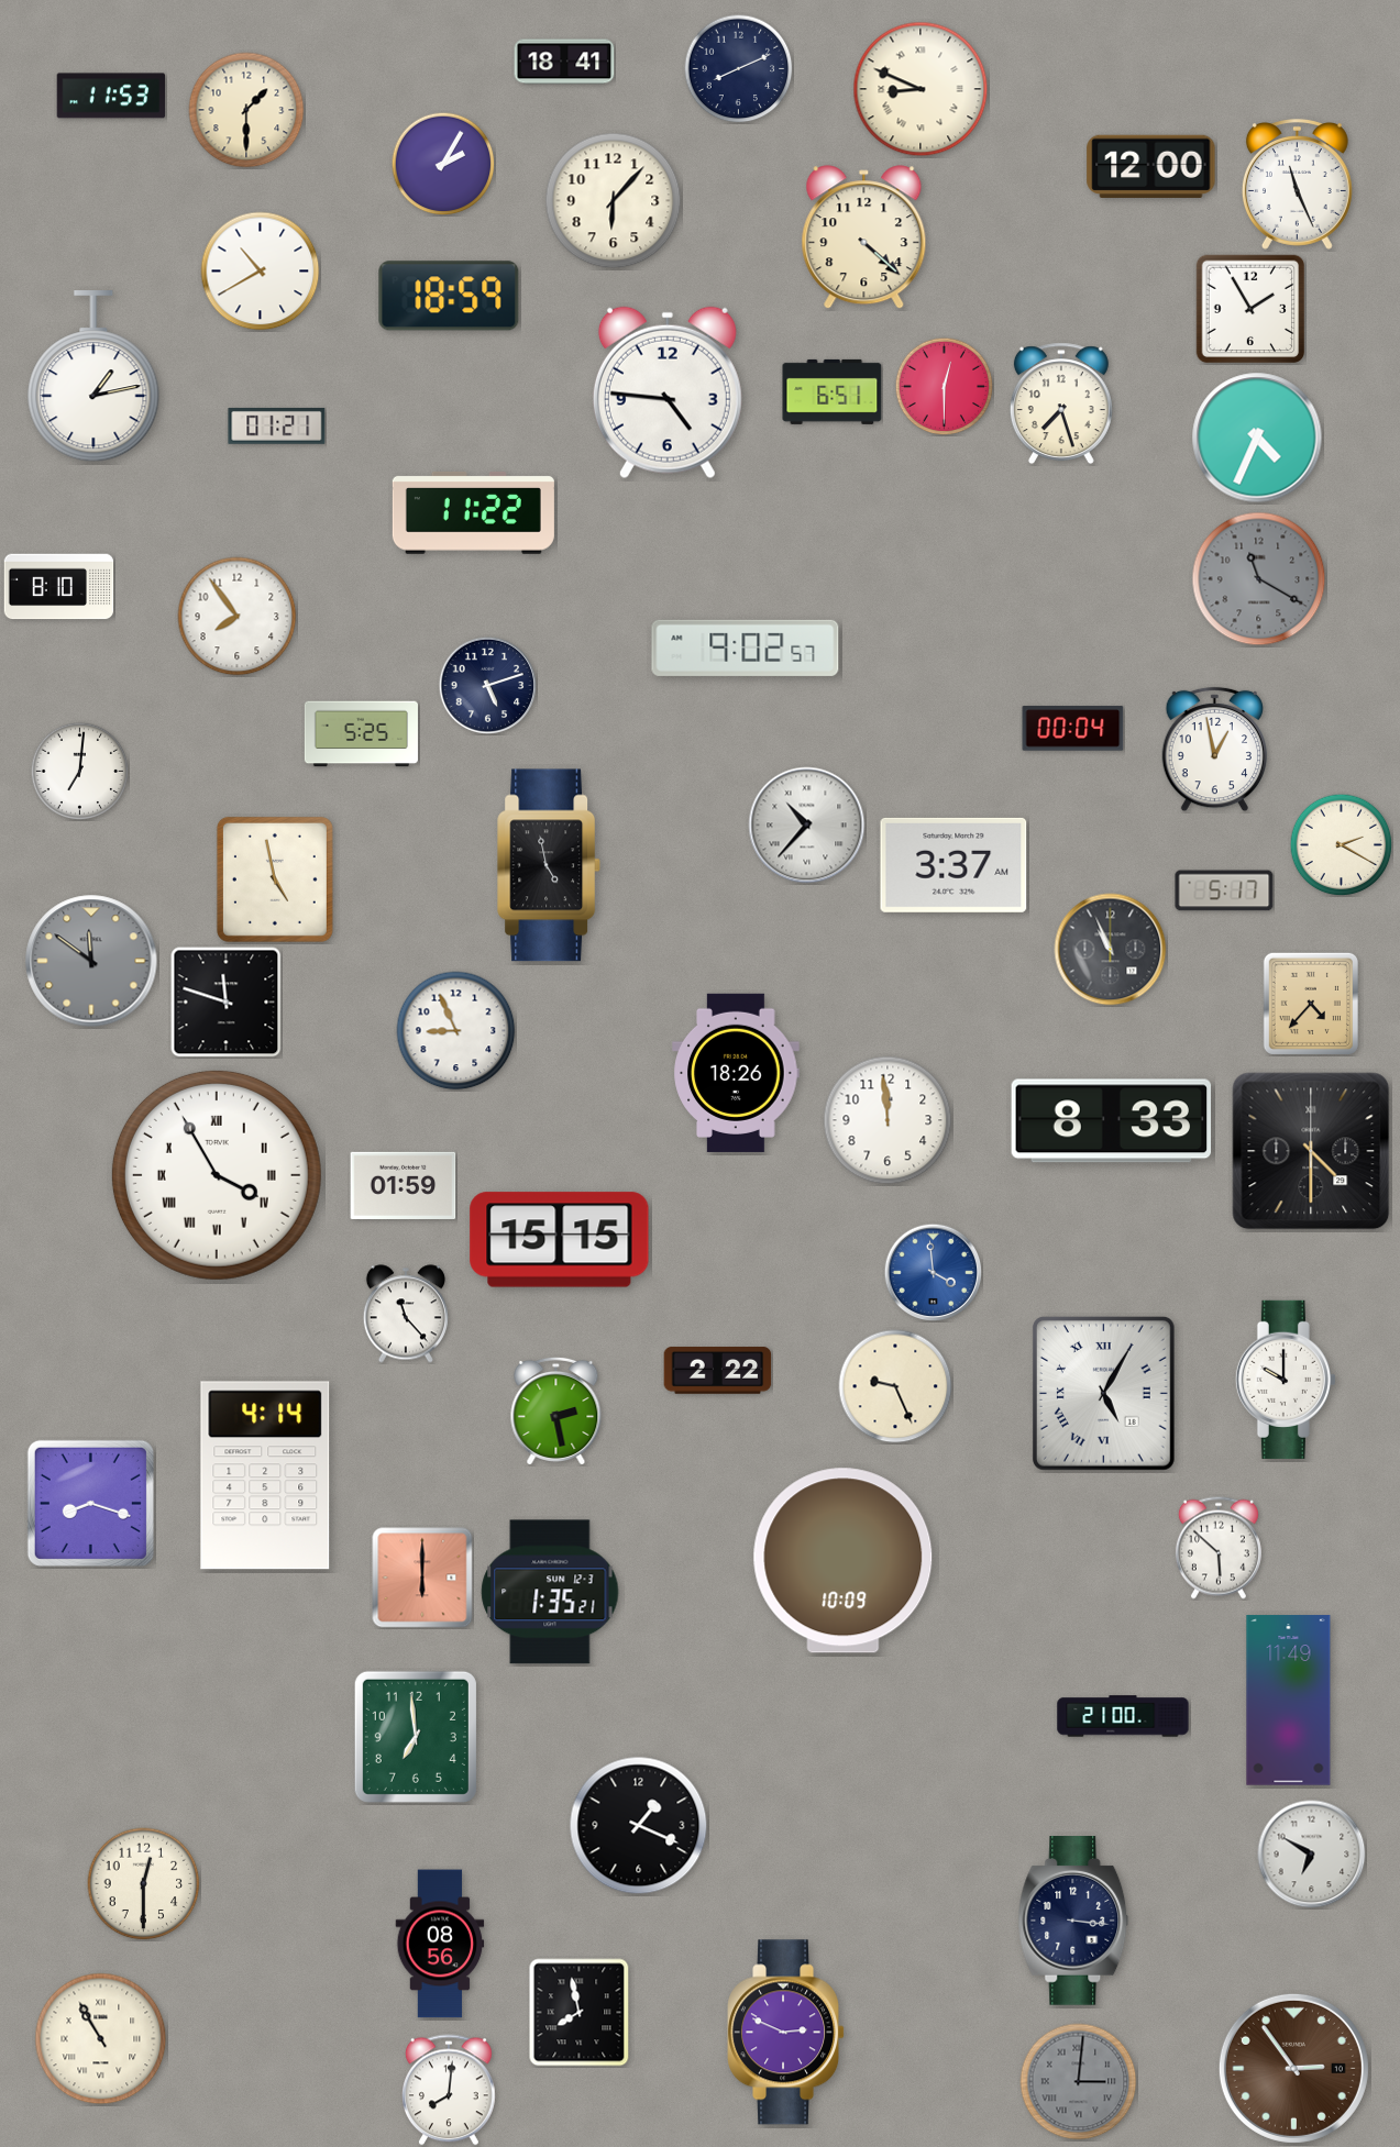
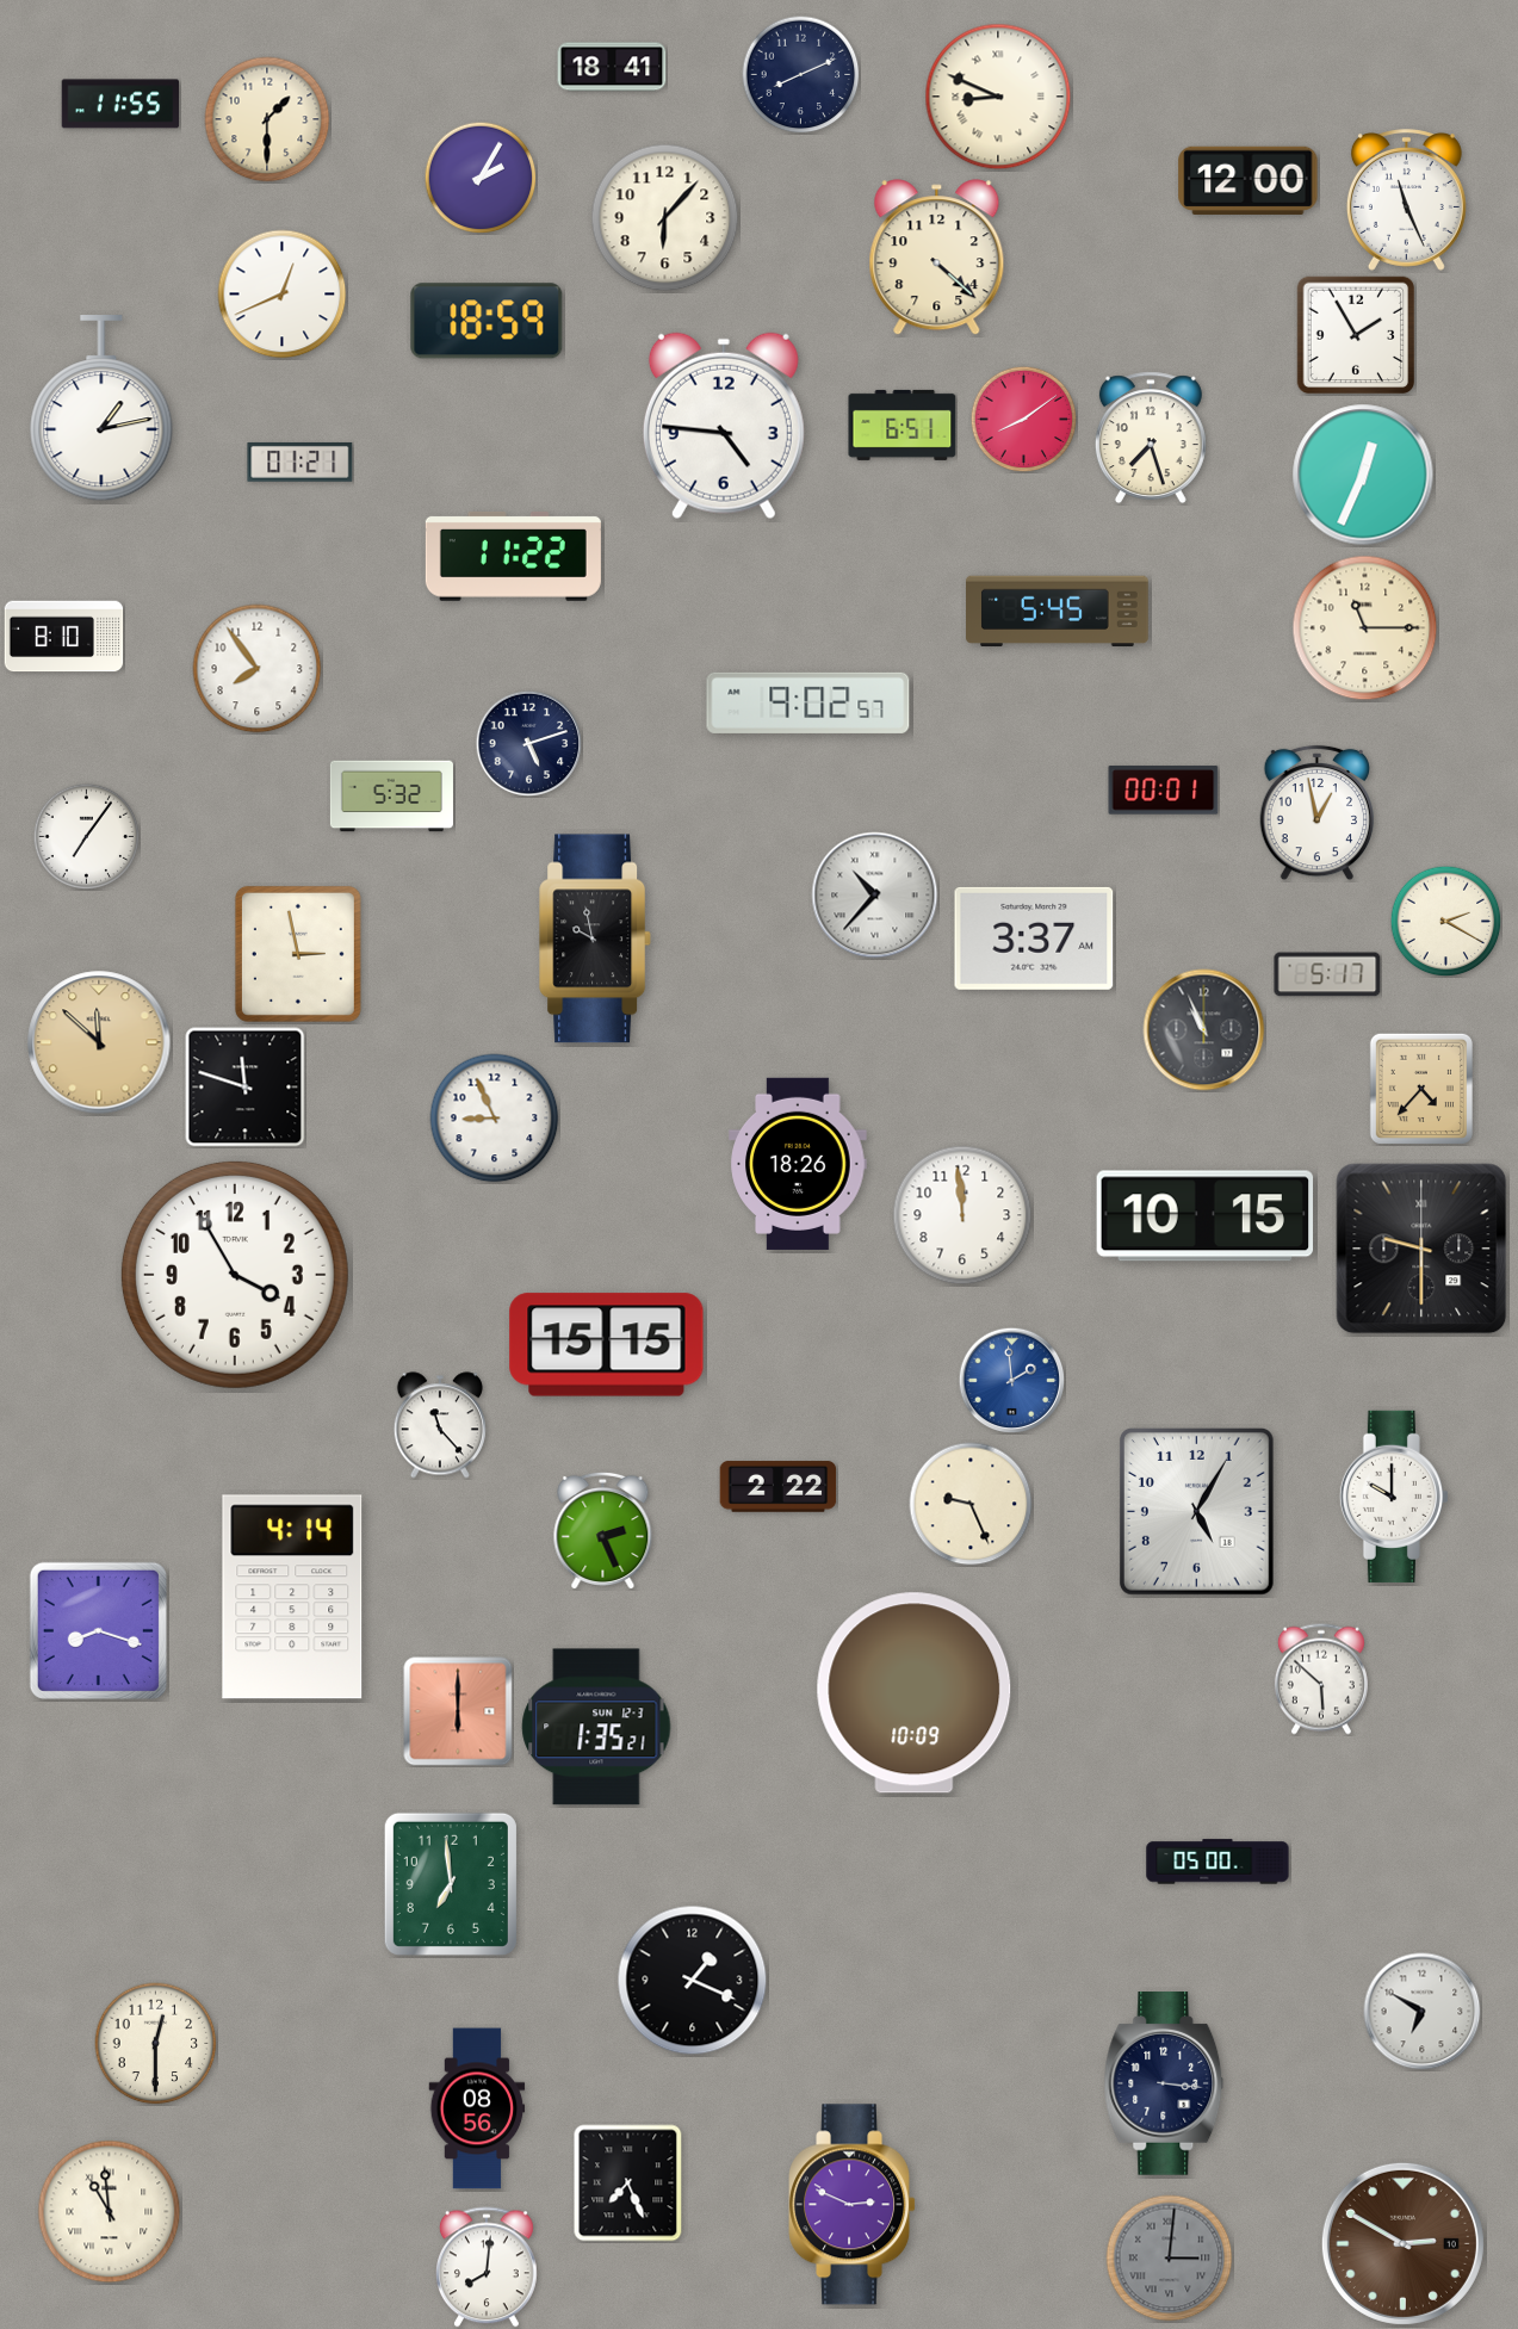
clock at (111, 96): 11:53 -> 11:55
clock at (261, 272): 10:40 -> 12:41
clock at (944, 386): 12:30 -> 8:09
clock at (1257, 438): 4:34 -> 12:34
clock at (1058, 612): none -> 5:45
clock at (1259, 579): 11:20 -> 11:15
clock at (1259, 579) dial: grey -> cream
clock at (1073, 729): 00:04 -> 00:01
clock at (361, 734): 5:25 -> 5:32
clock at (79, 771): 7:01 -> 7:06
clock at (1341, 844) position: (1341, 844) -> (1445, 921)
clock at (550, 865): 4:58 -> 9:58
clock at (275, 879): 4:58 -> 2:58
clock at (1224, 890) position: (1224, 890) -> (1327, 974)
clock at (91, 961): 11:51 -> 11:52
clock at (91, 961) dial: grey -> champagne
clock at (1111, 1121): 8:33 -> 10:15
clock at (1311, 1151): 4:30 -> 9:30
clock at (217, 1175) numerals: Roman -> Arabic
clock at (404, 1185): 01:59 -> none
clock at (933, 1272): 3:59 -> 1:59
clock at (1103, 1393) numerals: Roman -> Arabic
clock at (556, 1410): 2:28 -> 2:26
clock at (265, 1475) position: (265, 1475) -> (292, 1597)
clock at (1289, 1701): 11:49 -> none
clock at (1123, 1716): 21:00 -> 05:00
clock at (580, 2013): 7:58 -> 7:26
clock at (101, 2039): 10:55 -> 10:59
clock at (1293, 2068): 2:54 -> 2:50
